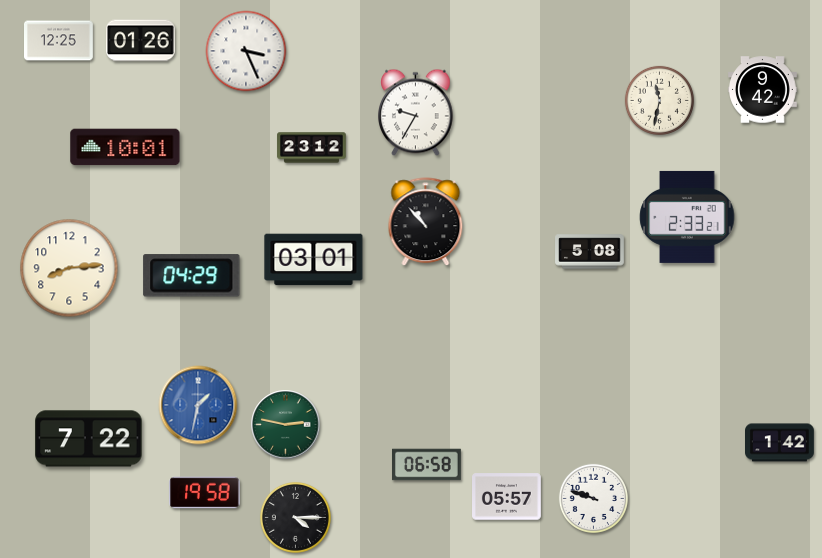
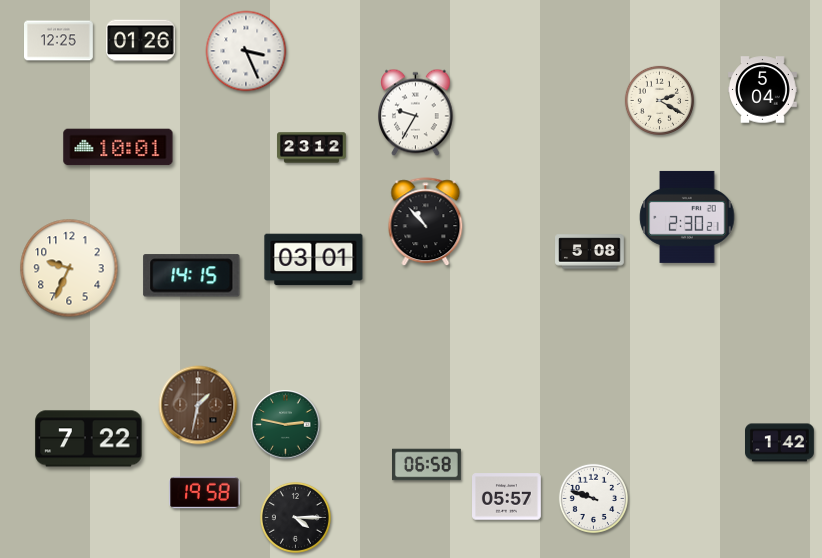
clock at (763, 90): 9:42 -> 5:04
clock at (659, 100): 11:32 -> 2:20
clock at (125, 147) position: (125, 147) -> (118, 147)
clock at (687, 217): 2:33 -> 2:30
clock at (69, 268): 8:14 -> 9:34
clock at (192, 276): 04:29 -> 14:15
clock at (198, 405) dial: blue -> brown
